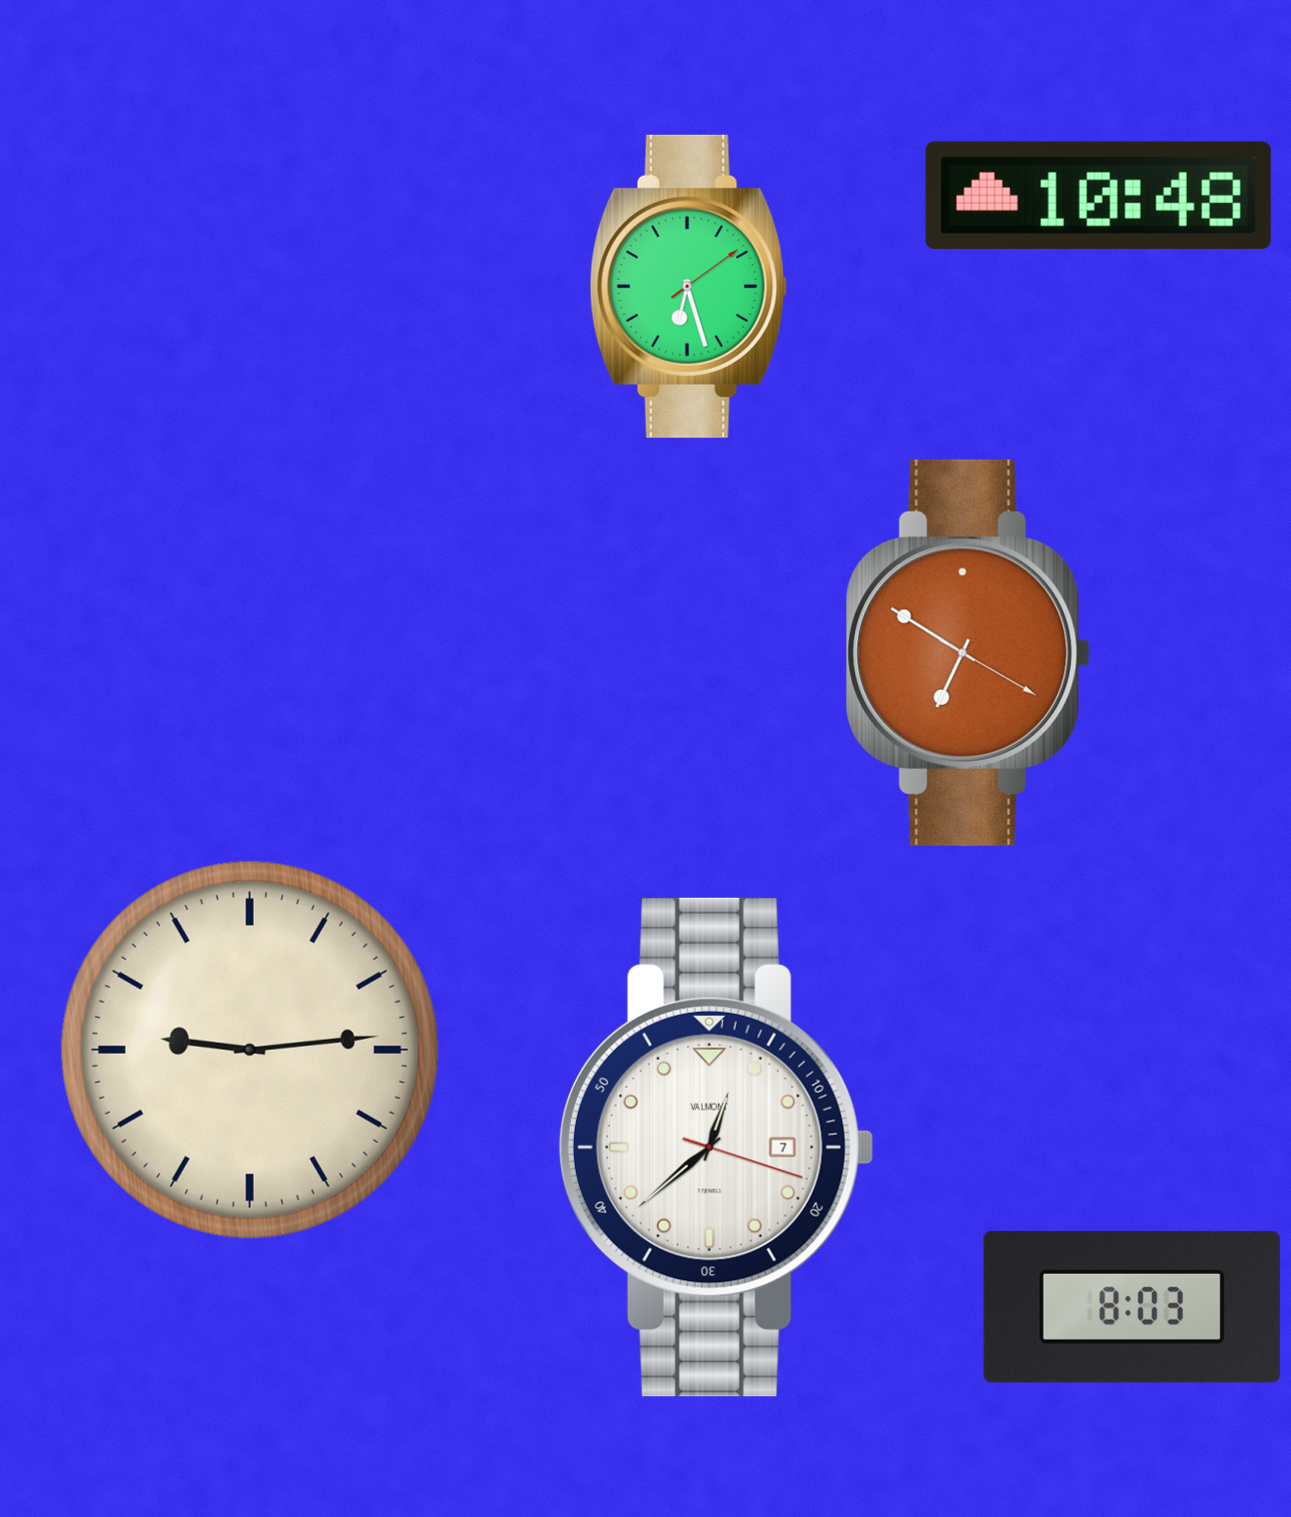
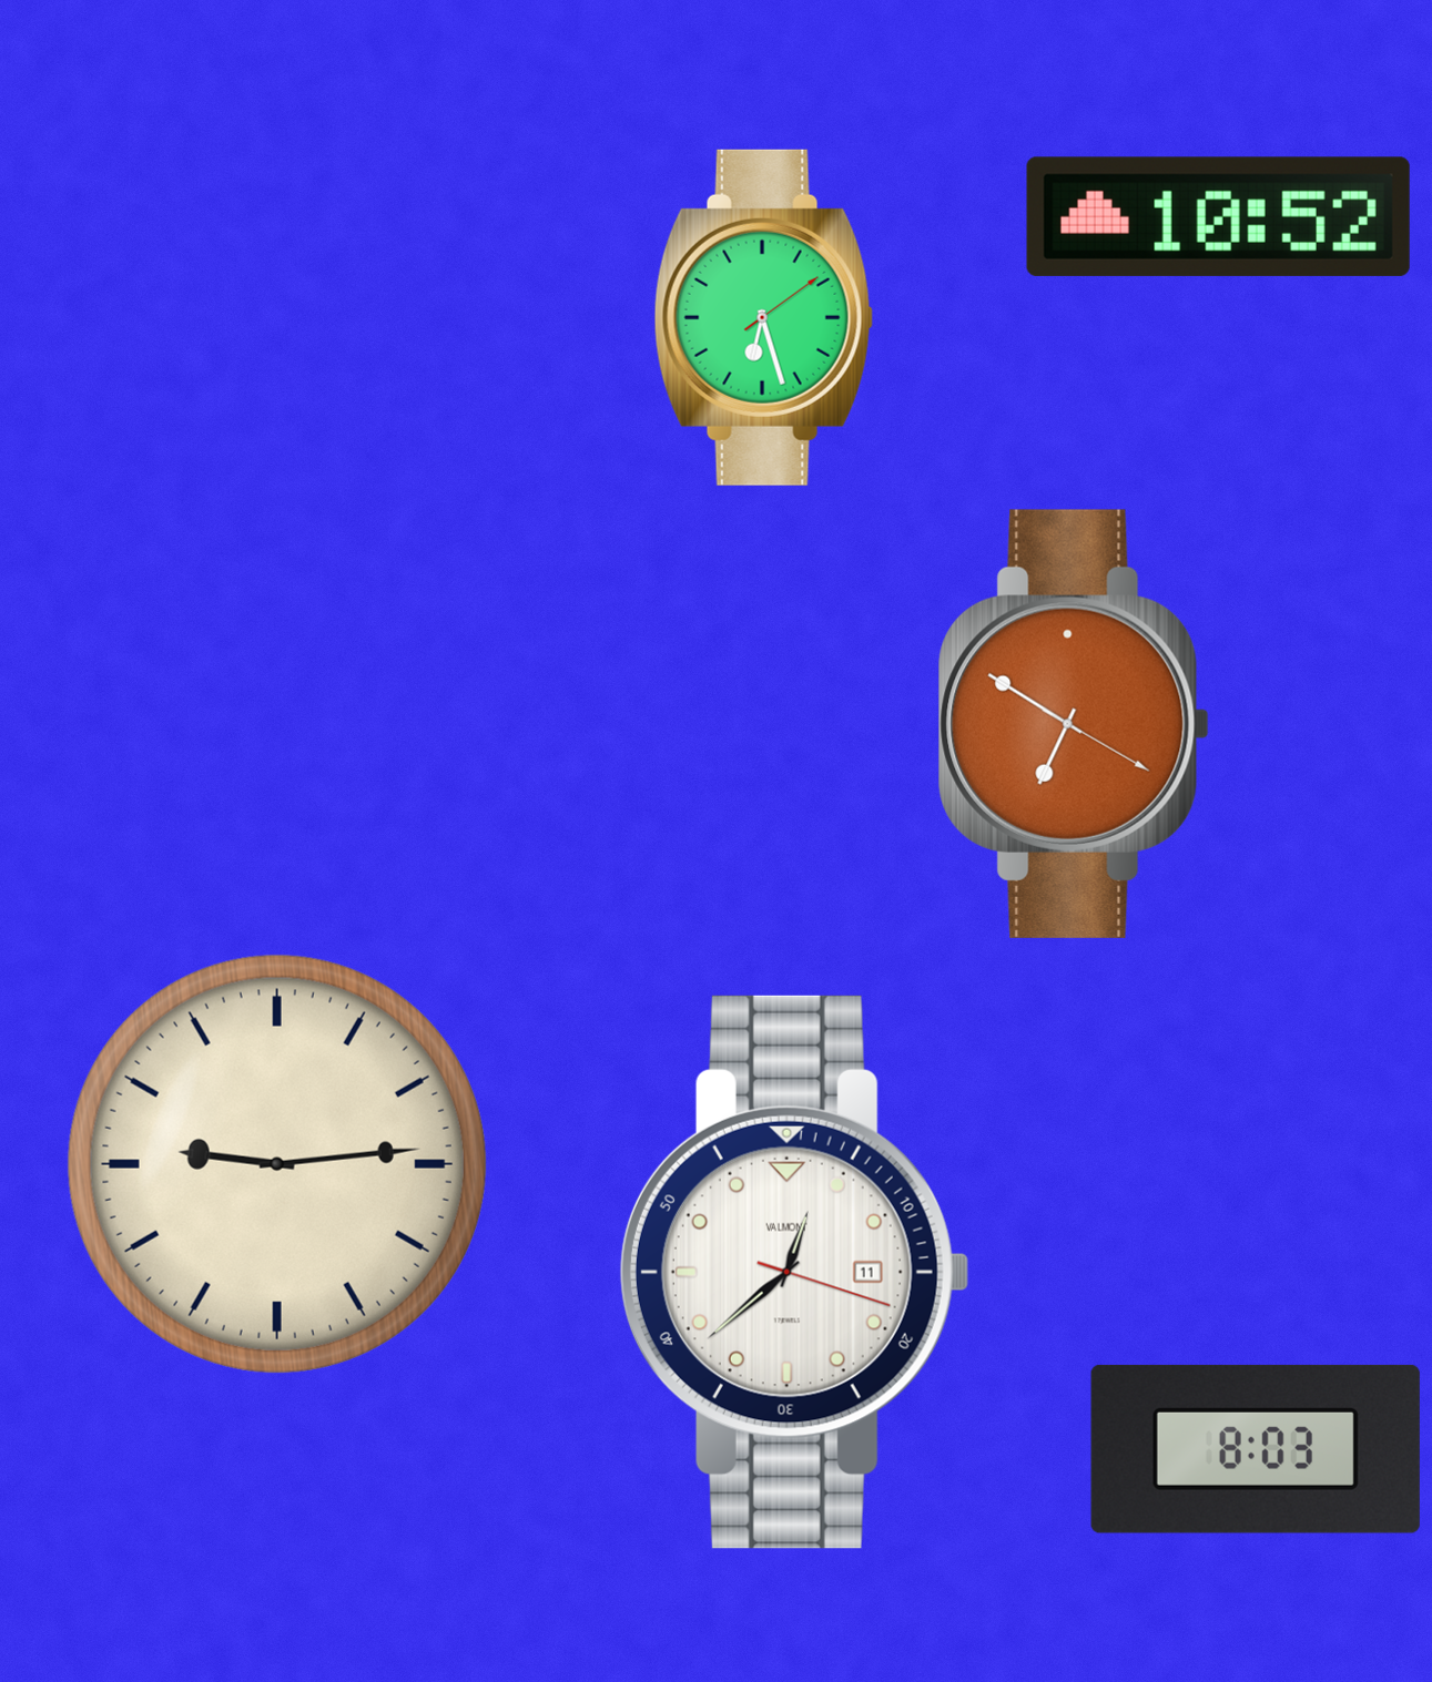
clock at (1098, 195): 10:48 -> 10:52
clock at (716, 1147) date: 7 -> 11
